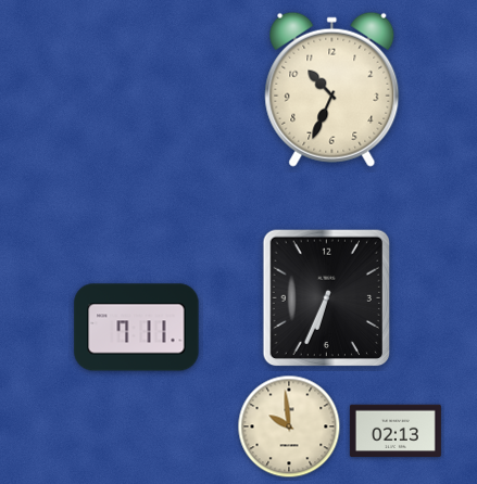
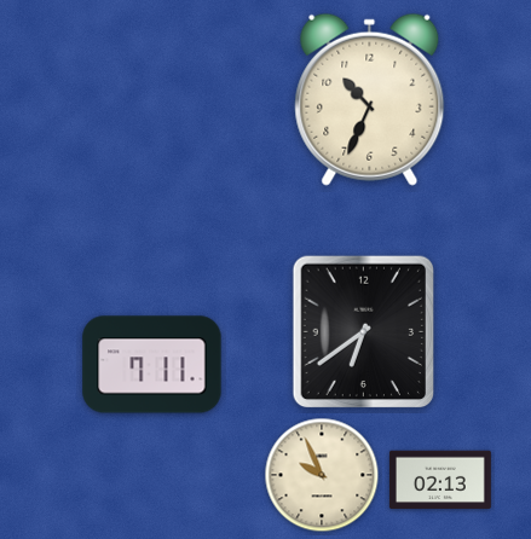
clock at (326, 298): 6:34 -> 6:39
clock at (289, 426): 9:59 -> 9:56
